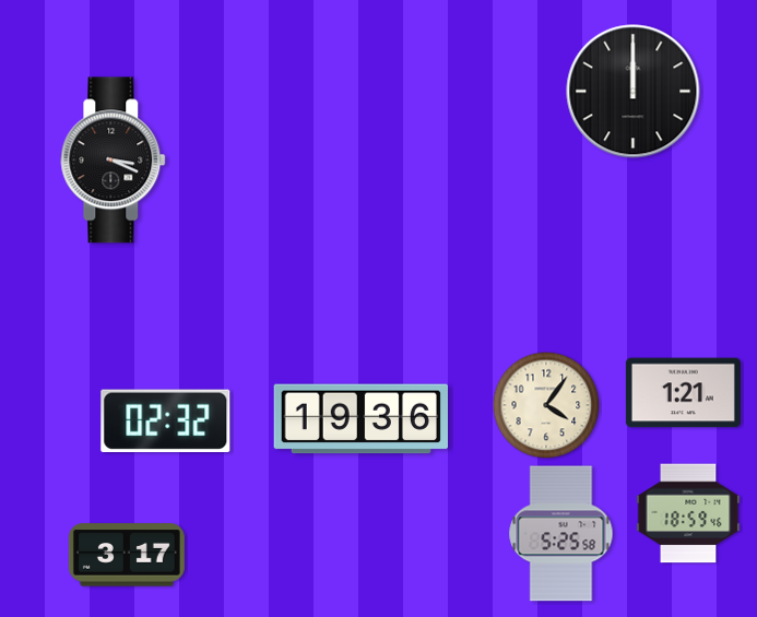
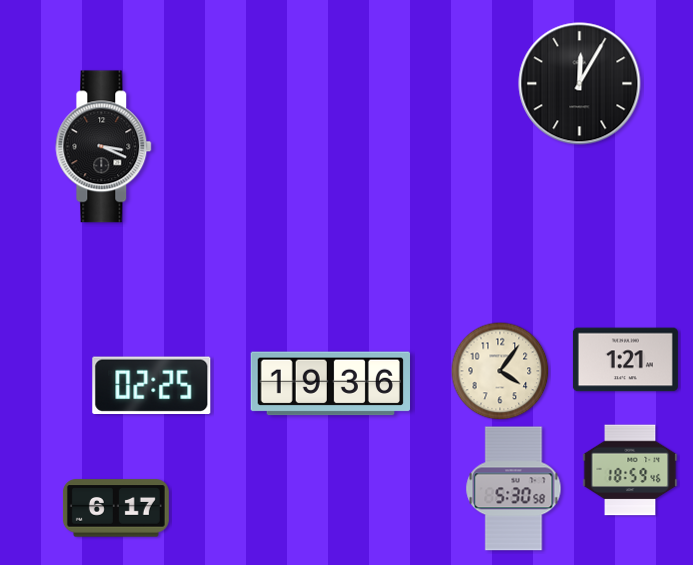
clock at (634, 92): 12:00 -> 12:05
clock at (166, 420): 02:32 -> 02:25
clock at (561, 534): 5:25 -> 5:30
clock at (127, 555): 3:17 -> 6:17
